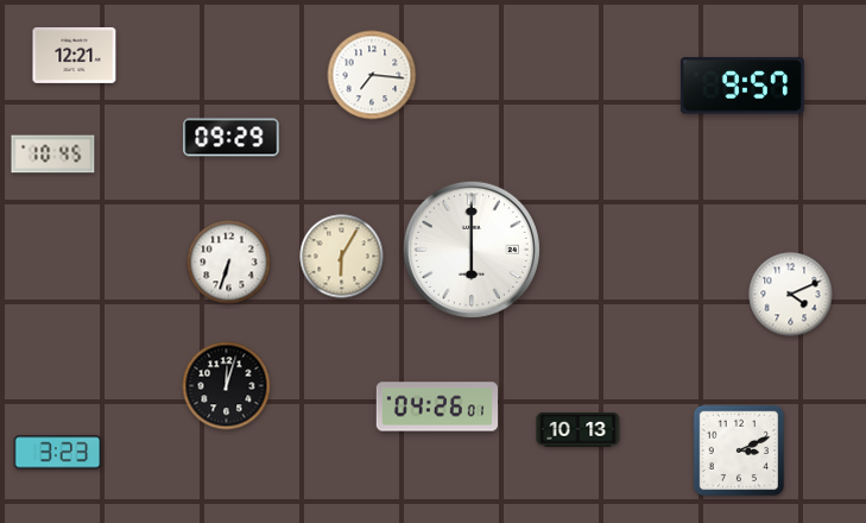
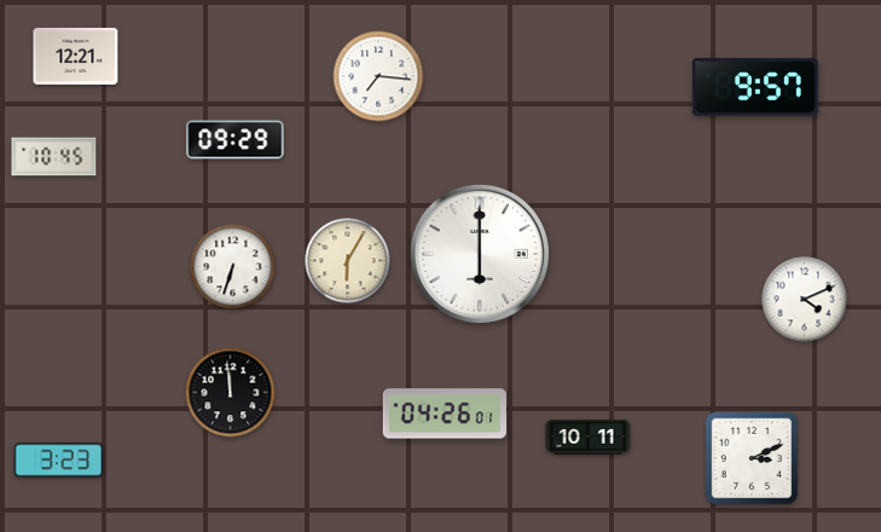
clock at (227, 386): 12:03 -> 11:59
clock at (579, 430): 10:13 -> 10:11
